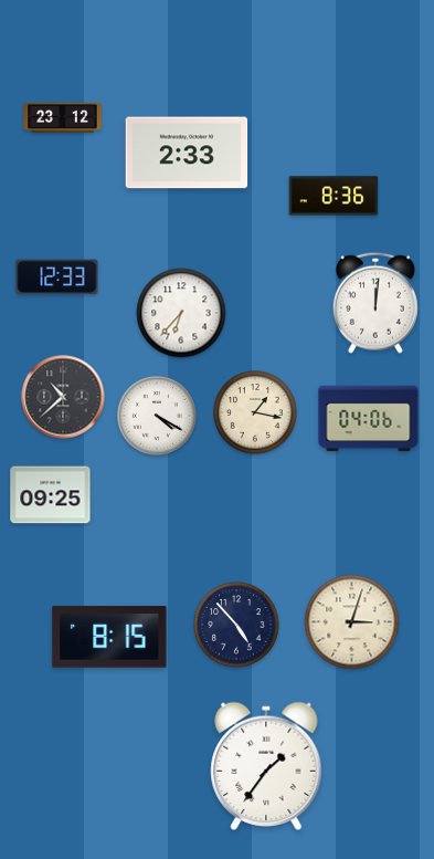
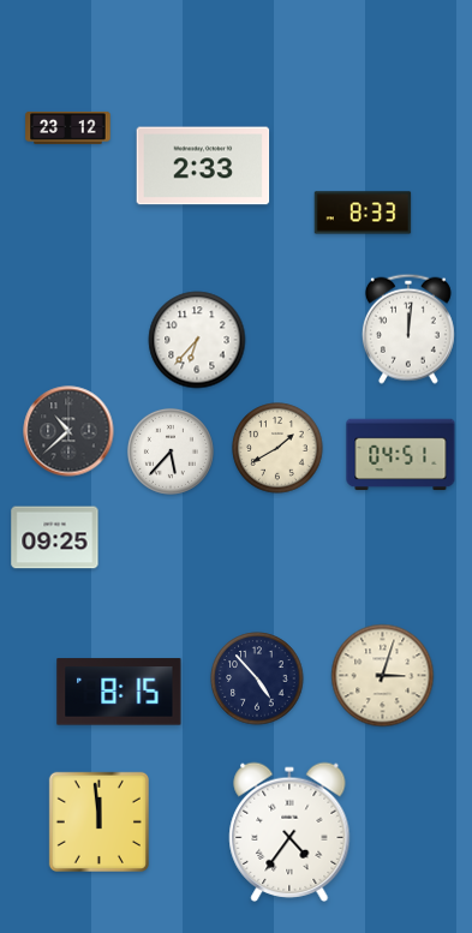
clock at (334, 196): 8:36 -> 8:33
clock at (57, 277): 12:33 -> none
clock at (255, 412): 1:17 -> 1:40
clock at (157, 416): 4:20 -> 5:37
clock at (369, 419): 04:06 -> 04:51
clock at (98, 821): none -> 11:59
clock at (266, 766): 1:36 -> 4:36
